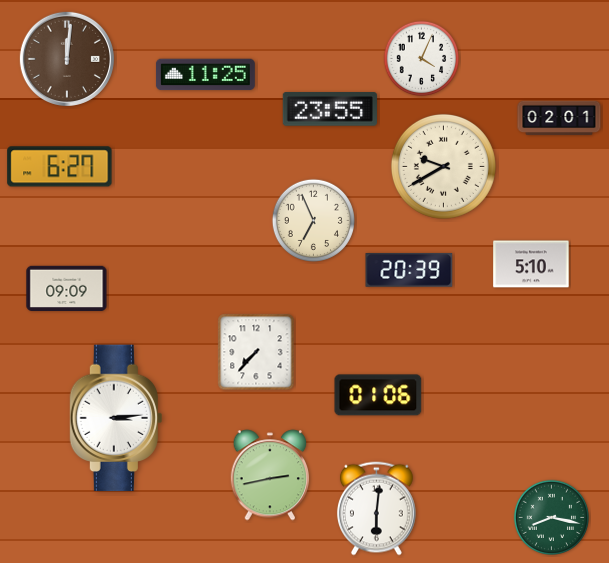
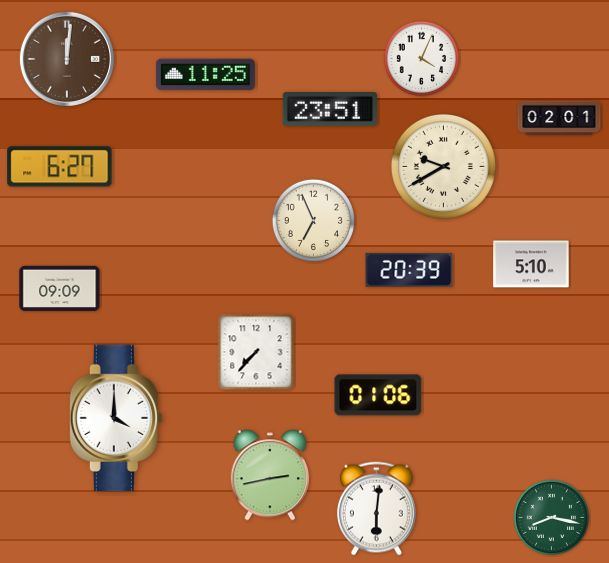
clock at (330, 109): 23:55 -> 23:51
clock at (67, 289) position: (67, 289) -> (60, 289)
clock at (116, 418): 3:14 -> 4:00
